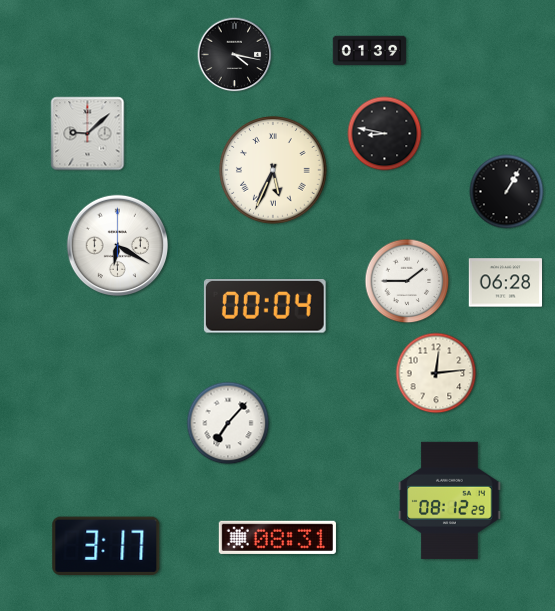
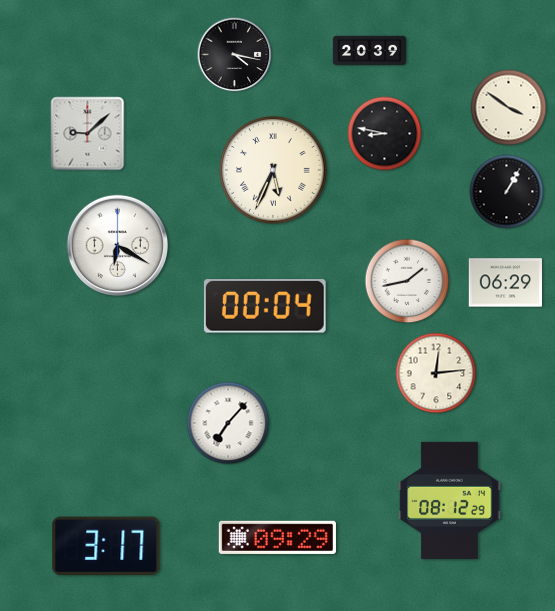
clock at (370, 51): 01:39 -> 20:39
clock at (509, 108): none -> 3:51
clock at (407, 281): 1:45 -> 1:43
clock at (506, 283): 06:28 -> 06:29
clock at (277, 537): 08:31 -> 09:29
